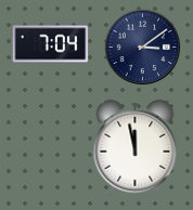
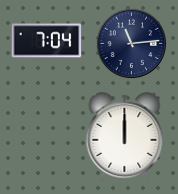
clock at (143, 48): 3:09 -> 11:14
clock at (136, 147): 11:58 -> 12:00
